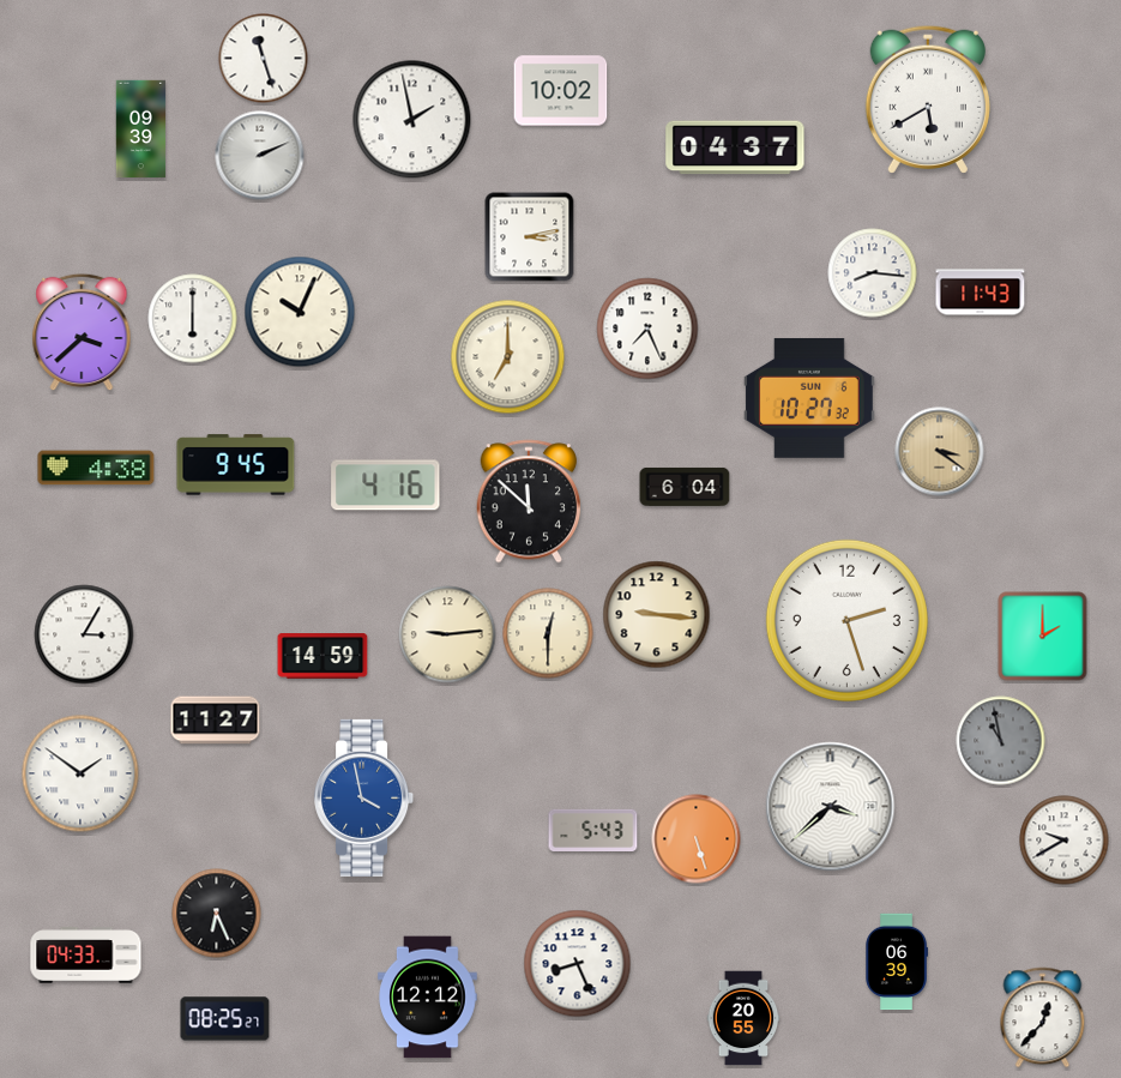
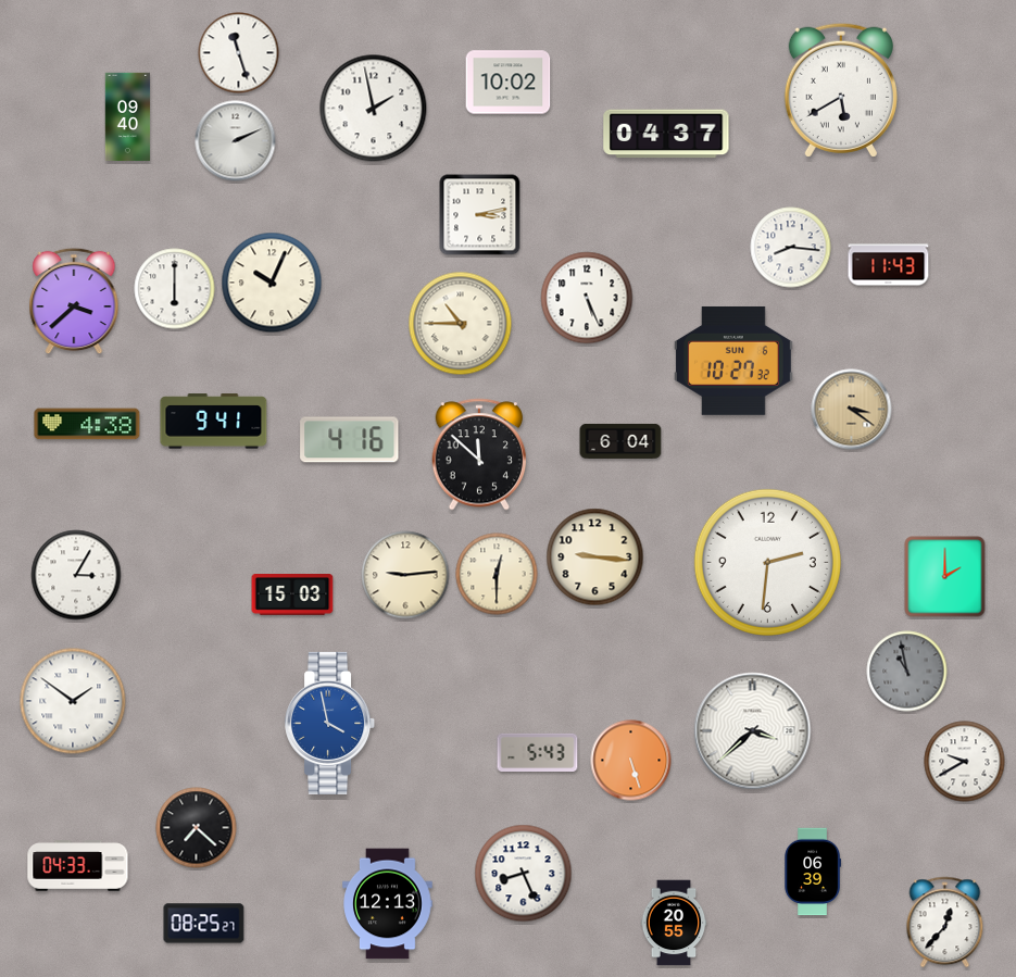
clock at (141, 130): 09:39 -> 09:40
clock at (647, 329): 7:26 -> 5:26
clock at (508, 357): 7:00 -> 10:45
clock at (236, 465): 9:45 -> 9:41
clock at (846, 620): 2:27 -> 2:31
clock at (323, 657): 14:59 -> 15:03
clock at (216, 721): 11:27 -> none
clock at (217, 914): 6:26 -> 7:22
clock at (428, 998): 12:12 -> 12:13
